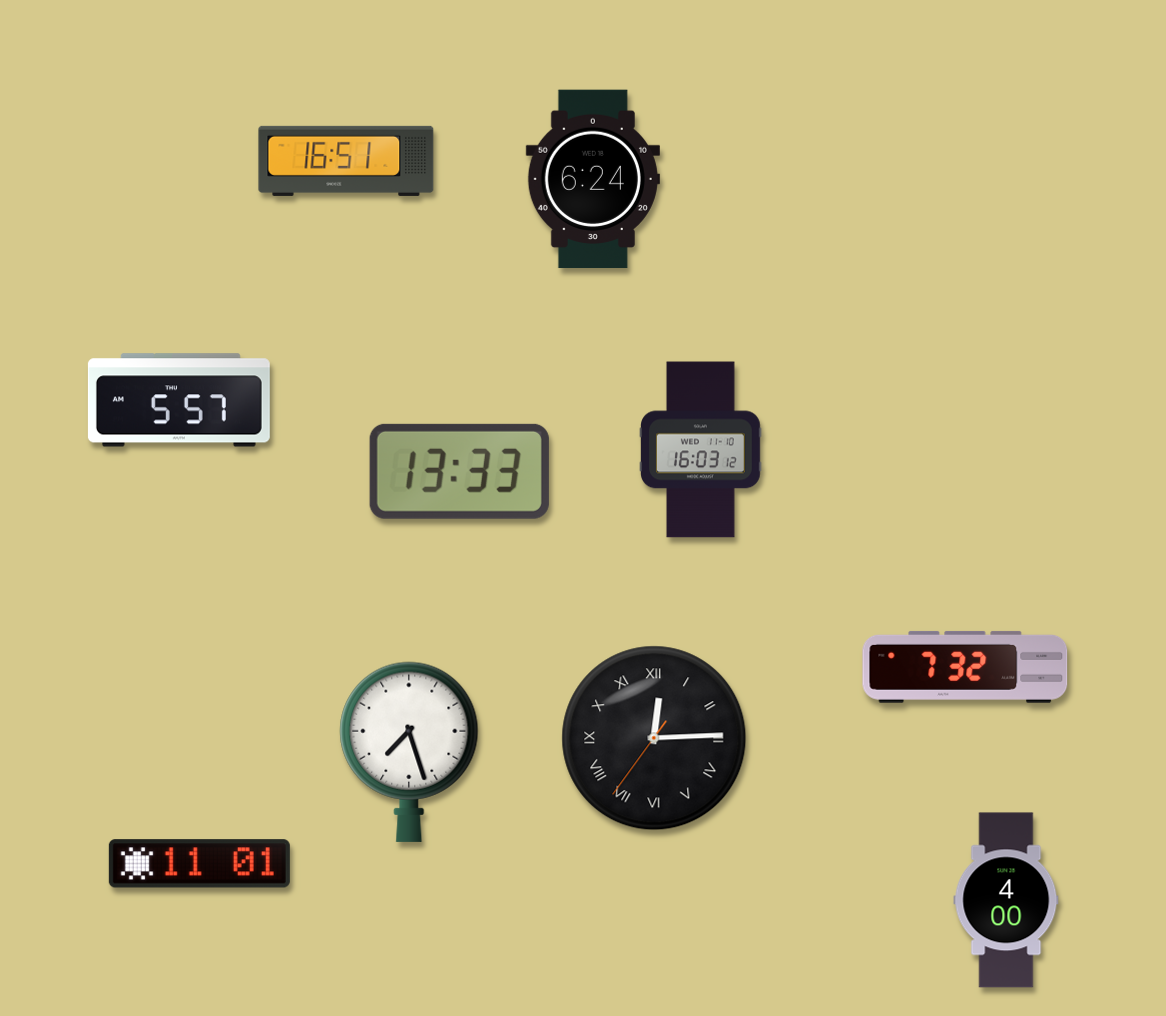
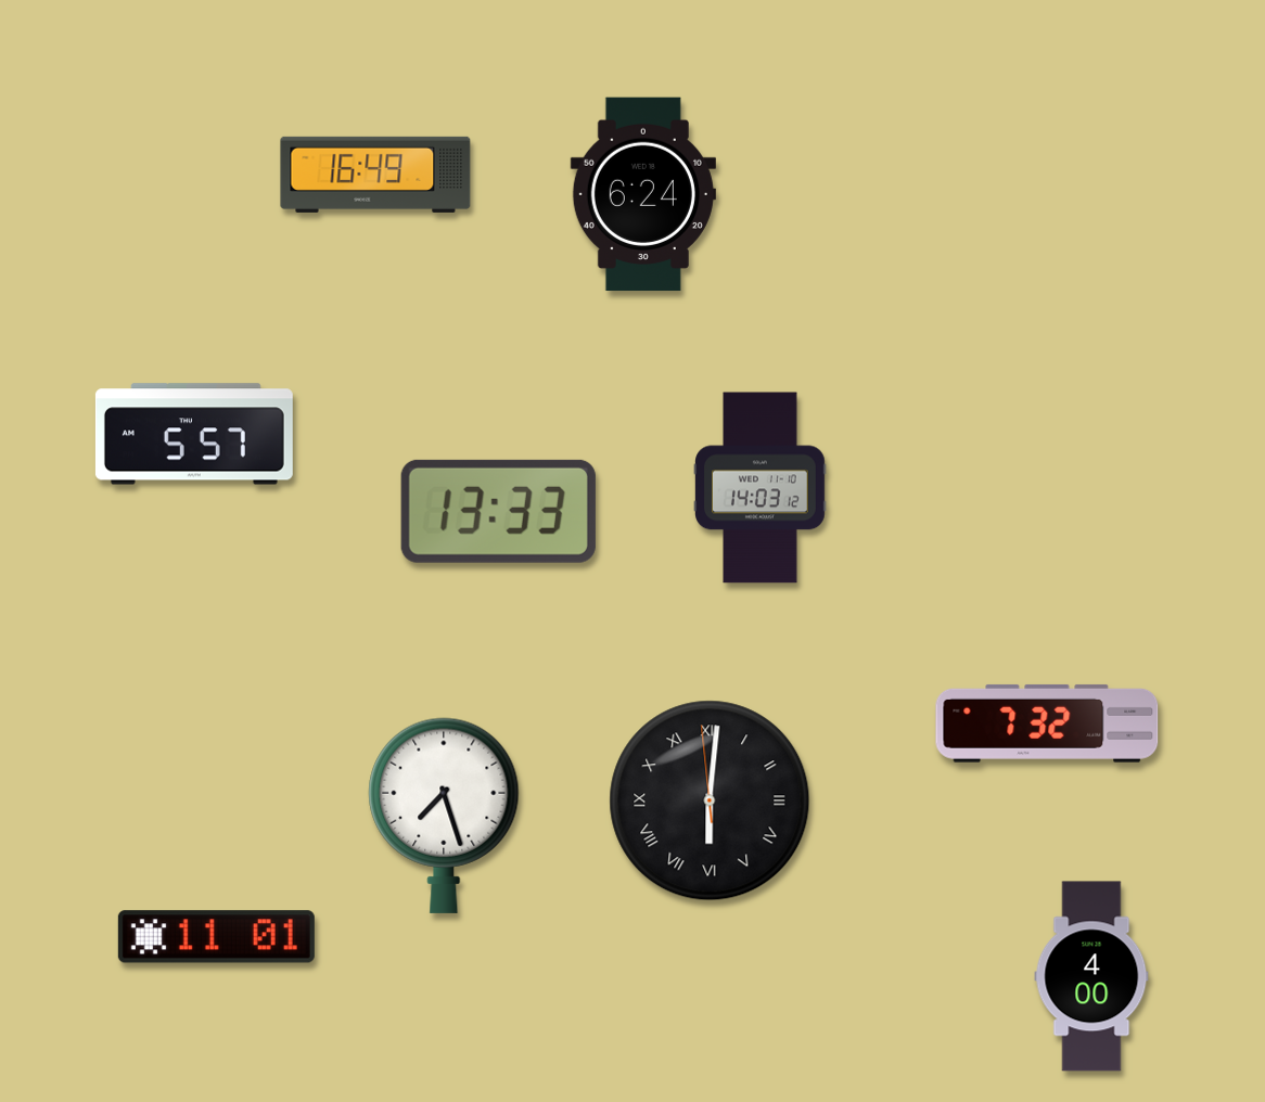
clock at (346, 161): 16:51 -> 16:49
clock at (701, 450): 16:03 -> 14:03
clock at (654, 738): 12:14 -> 6:00
